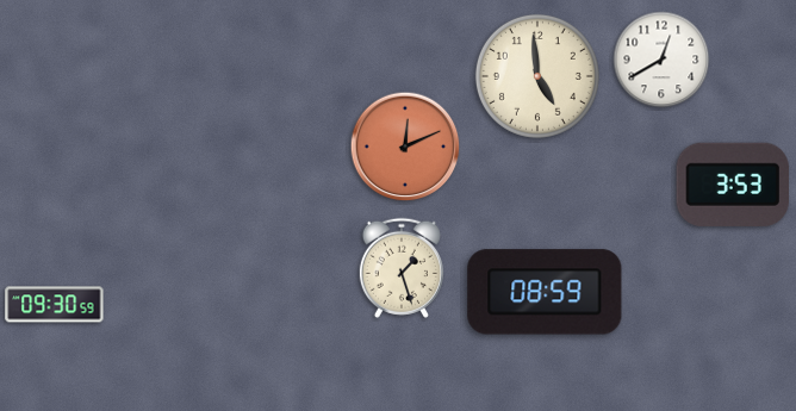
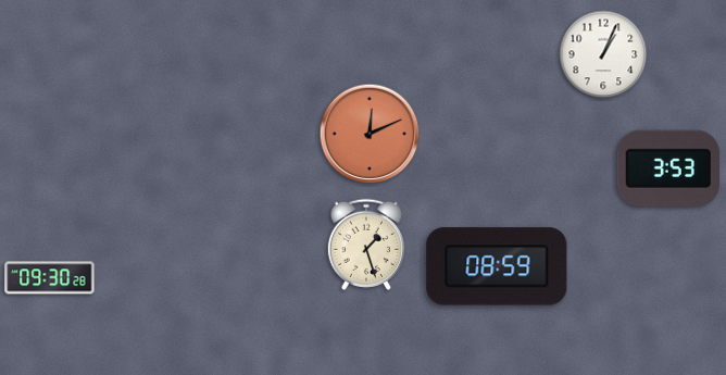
clock at (661, 60): 12:40 -> 1:04
clock at (537, 76): 4:59 -> none
clock at (55, 305): 09:30:59 -> 09:30:28
